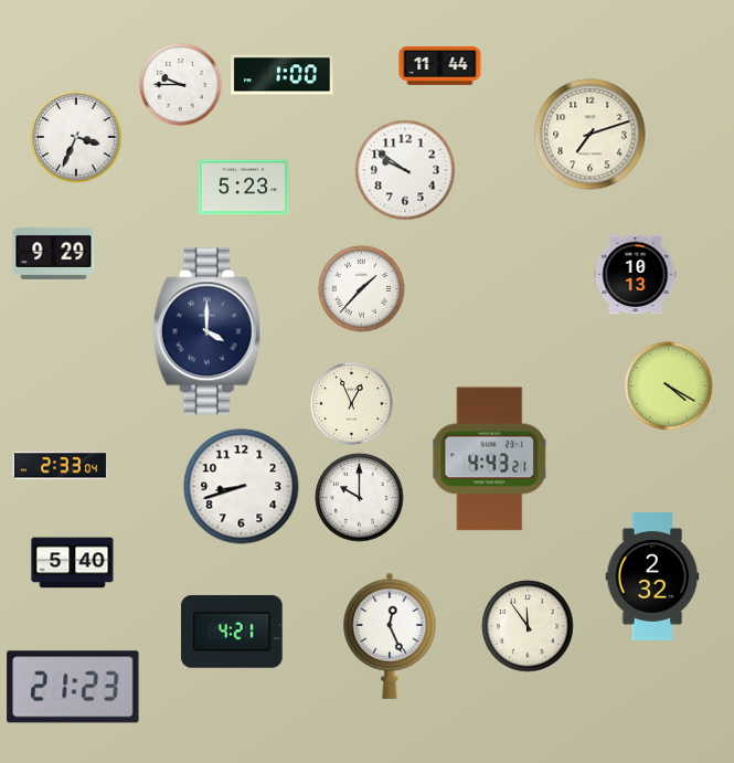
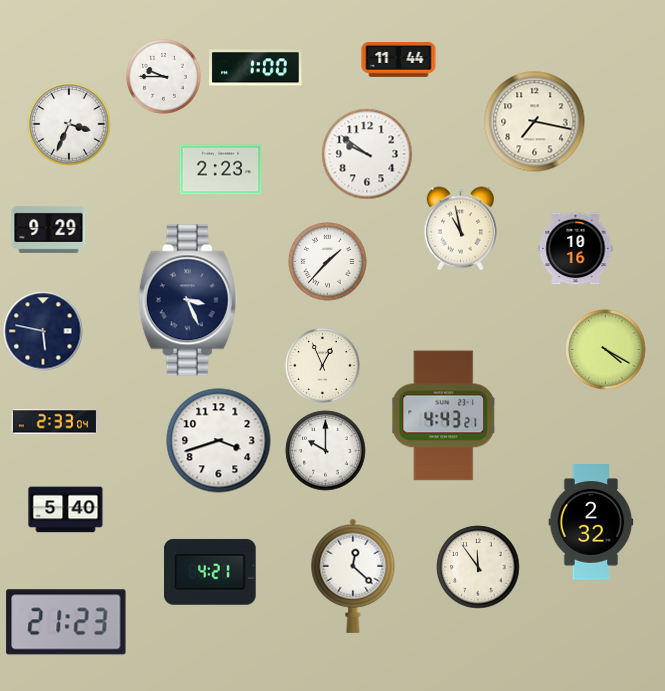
clock at (591, 135): 7:12 -> 7:17
clock at (244, 188): 5:23 -> 2:23
clock at (460, 229): none -> 10:58
clock at (636, 275): 10:13 -> 10:16
clock at (208, 331): 4:00 -> 3:26
clock at (43, 331): none -> 5:47
clock at (352, 404) position: (352, 404) -> (323, 366)
clock at (242, 487): 8:42 -> 3:42
clock at (390, 636): 12:26 -> 12:22
